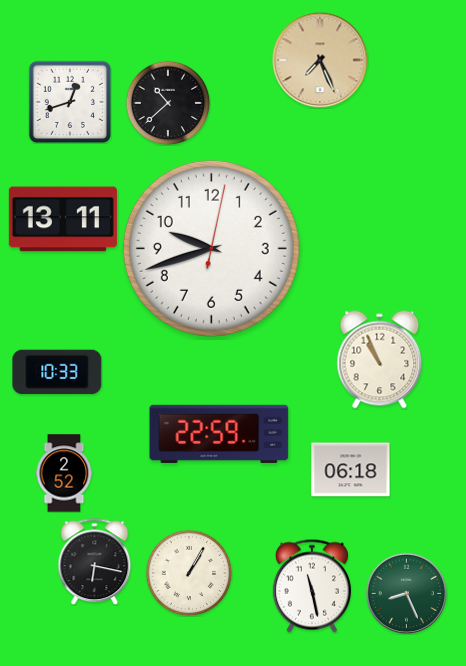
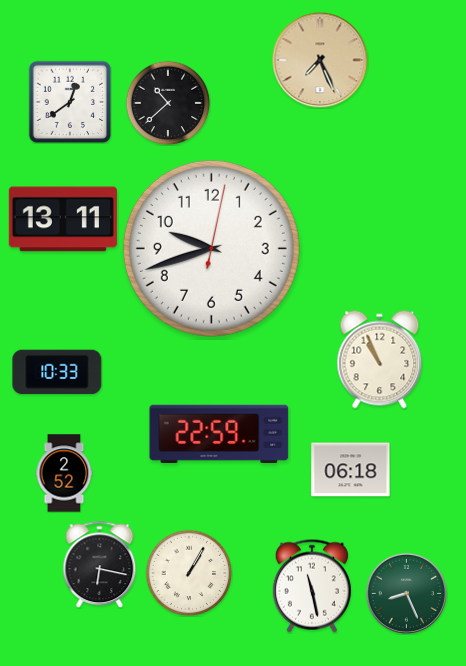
clock at (70, 102): 12:42 -> 12:39
clock at (95, 561) position: (95, 561) -> (100, 564)
